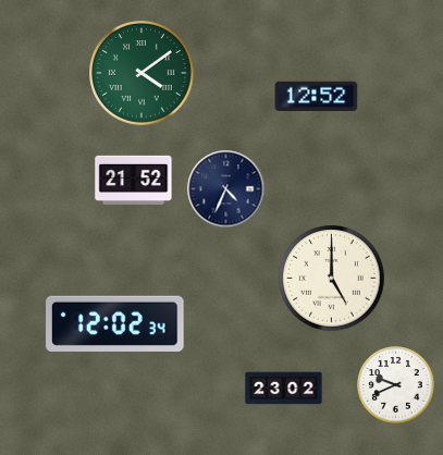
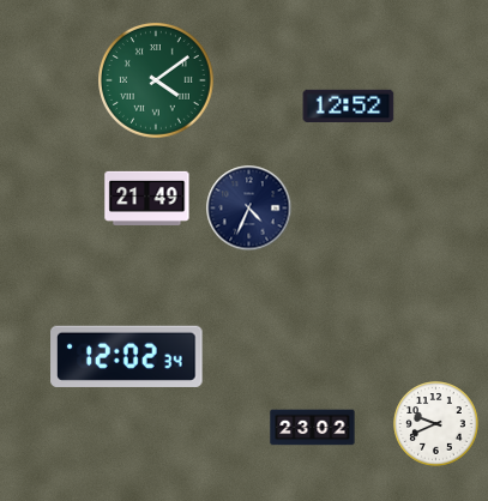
clock at (134, 180): 21:52 -> 21:49
clock at (332, 279): 5:00 -> none
